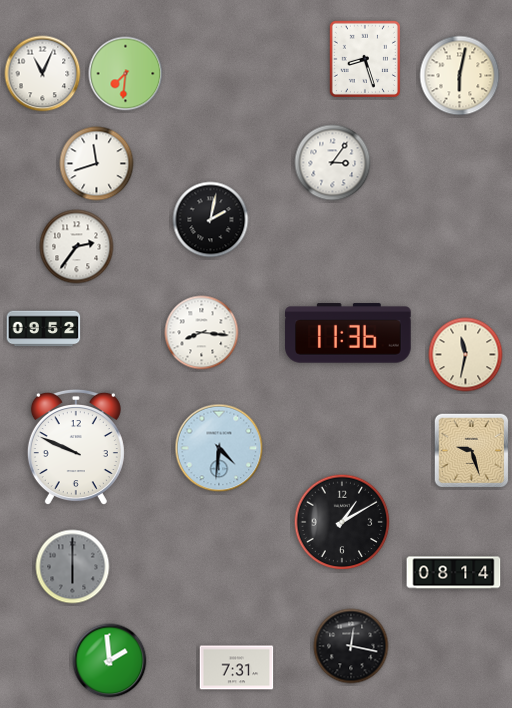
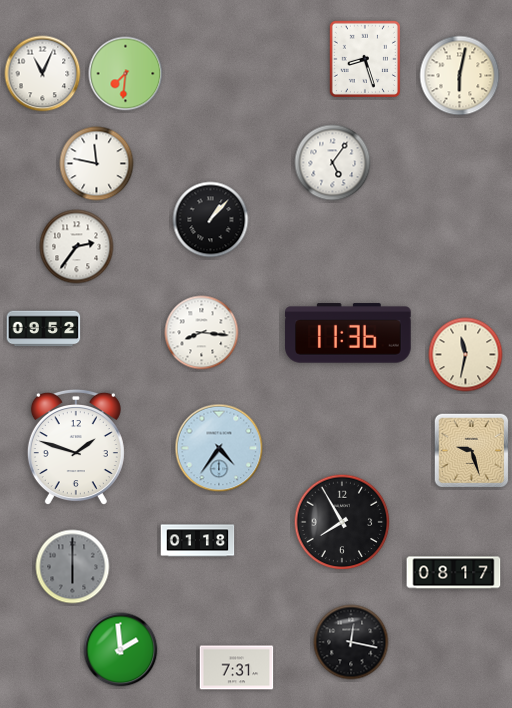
clock at (333, 163): 3:06 -> 5:06
clock at (97, 164): 11:42 -> 11:47
clock at (211, 220): 2:02 -> 1:07
clock at (76, 447): 9:49 -> 1:48
clock at (219, 448): 4:31 -> 4:36
clock at (342, 522): 1:10 -> 7:55
clock at (198, 541): none -> 01:18
clock at (454, 573): 08:14 -> 08:17
clock at (351, 646) position: (351, 646) -> (351, 642)
clock at (110, 661) position: (110, 661) -> (121, 650)
